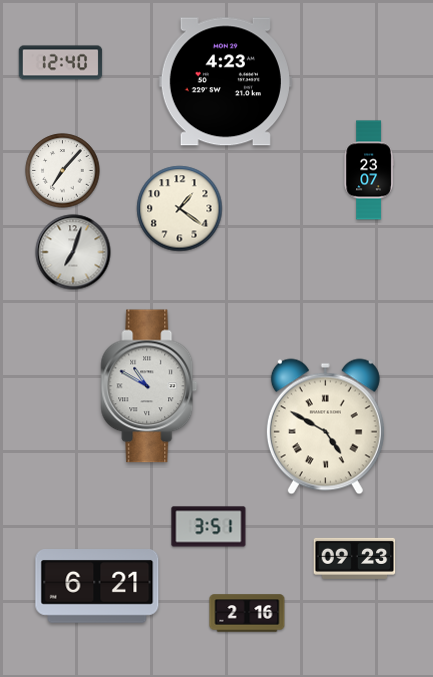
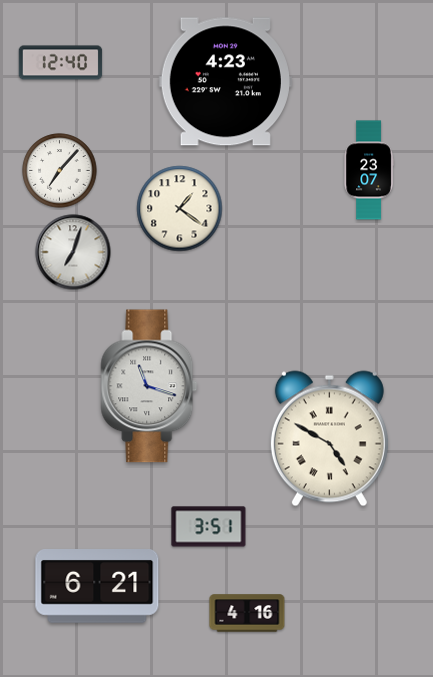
clock at (63, 171) position: (63, 171) -> (60, 171)
clock at (149, 386): 10:50 -> 11:18
clock at (325, 427) position: (325, 427) -> (329, 439)
clock at (355, 558): 09:23 -> none
clock at (247, 613): 2:16 -> 4:16
